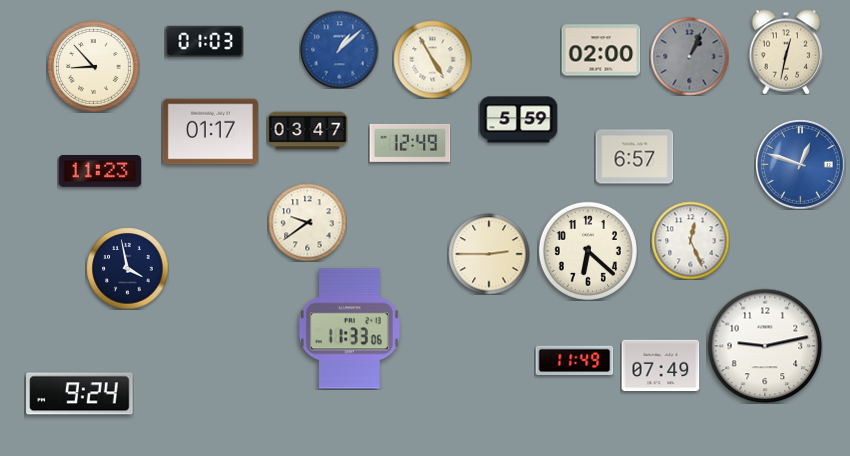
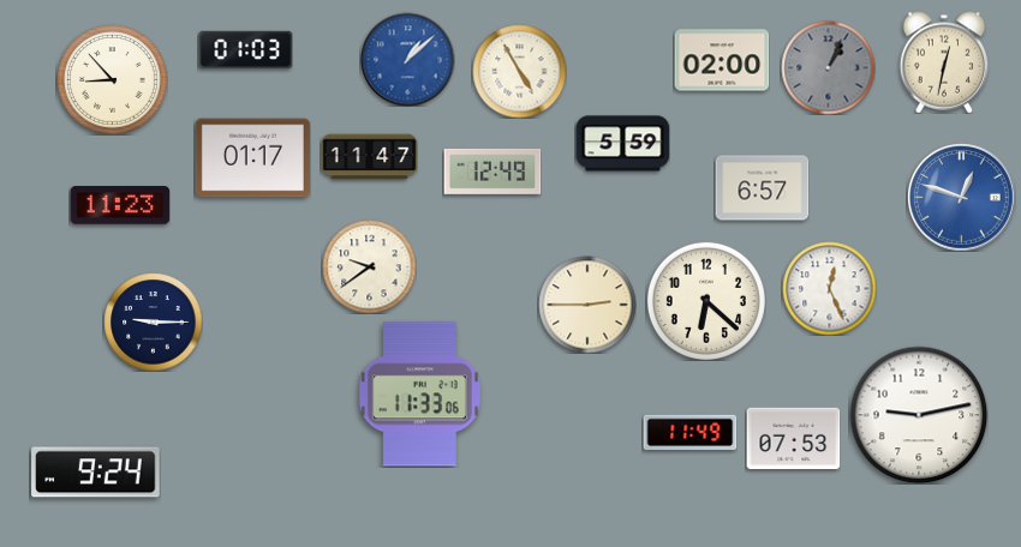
clock at (307, 131): 03:47 -> 11:47
clock at (127, 268): 3:58 -> 9:15
clock at (660, 366): 07:49 -> 07:53
